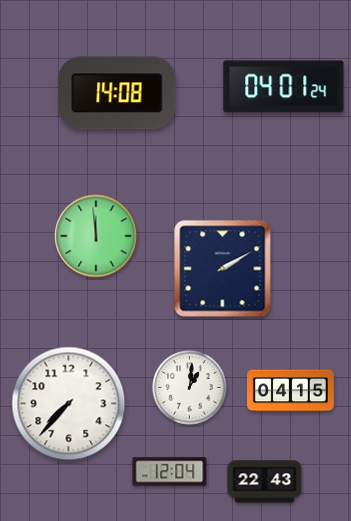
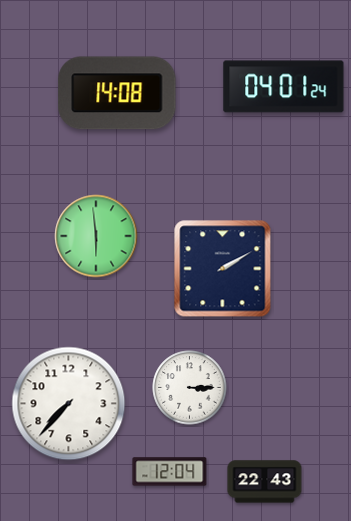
clock at (96, 236): 11:59 -> 5:59
clock at (190, 388): 1:01 -> 3:15
clock at (290, 391): 04:15 -> none
